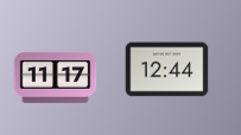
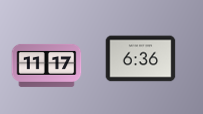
clock at (167, 70): 12:44 -> 6:36
